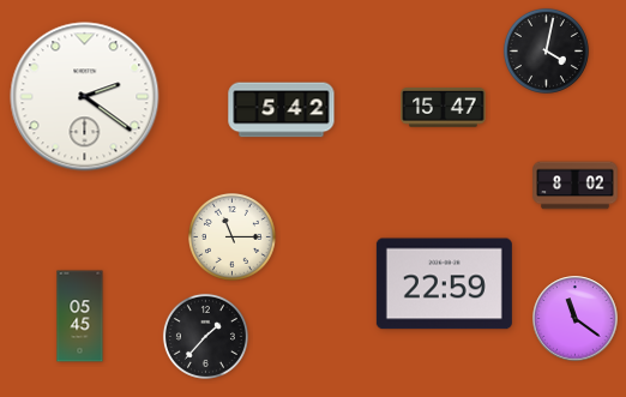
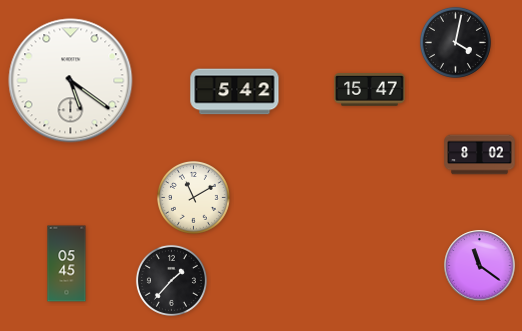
clock at (85, 97): 2:21 -> 5:21
clock at (233, 237): 11:15 -> 11:10
clock at (444, 284): 22:59 -> none
